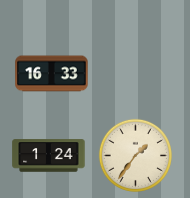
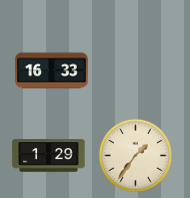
clock at (52, 74) position: (52, 74) -> (52, 71)
clock at (49, 156): 1:24 -> 1:29
